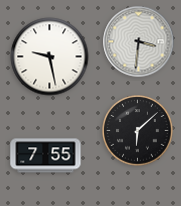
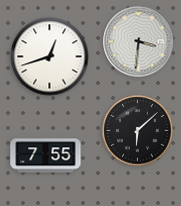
clock at (50, 57): 9:28 -> 12:42
